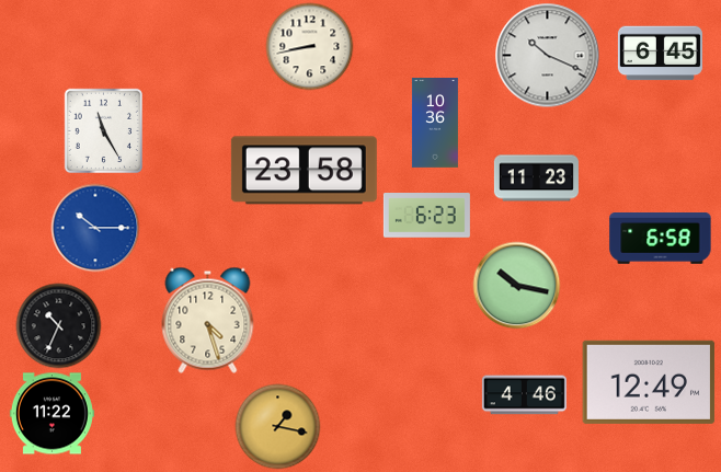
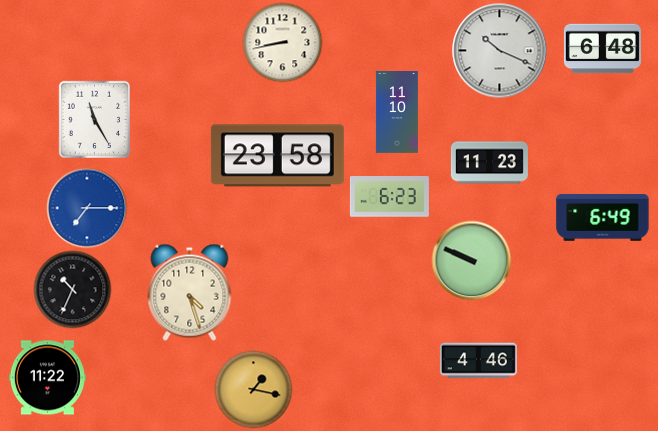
clock at (660, 54): 6:45 -> 6:48
clock at (435, 124): 10:36 -> 11:10
clock at (95, 228): 10:15 -> 7:15
clock at (661, 239): 6:58 -> 6:49
clock at (516, 285): 10:17 -> 9:49
clock at (58, 325) position: (58, 325) -> (72, 289)
clock at (649, 382): 12:49 -> none
